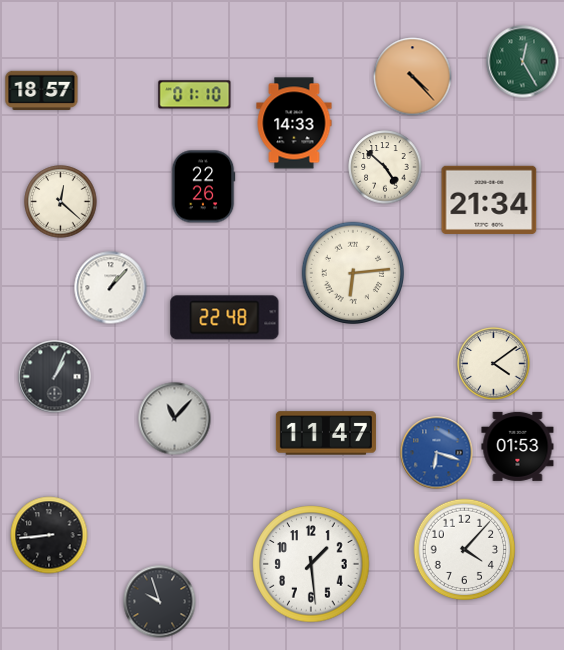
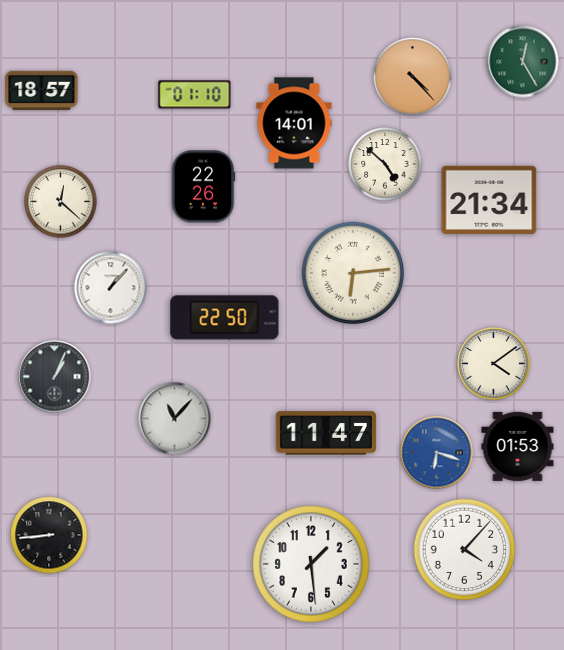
clock at (294, 123): 14:33 -> 14:01
clock at (385, 167) position: (385, 167) -> (385, 164)
clock at (225, 318): 22:48 -> 22:50
clock at (160, 602): 9:57 -> none
